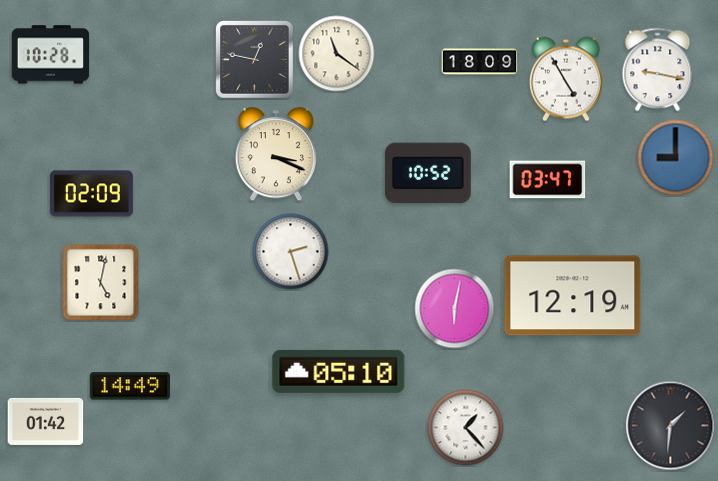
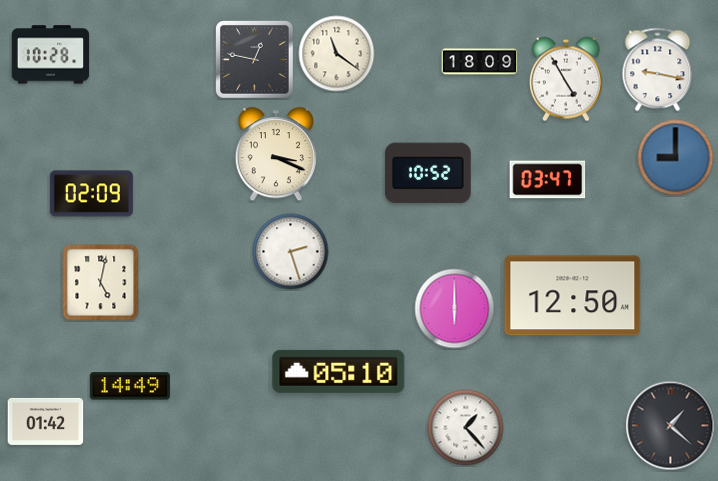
clock at (573, 296): 12:19 -> 12:50
clock at (455, 309): 6:02 -> 6:00
clock at (671, 426): 1:31 -> 1:22
